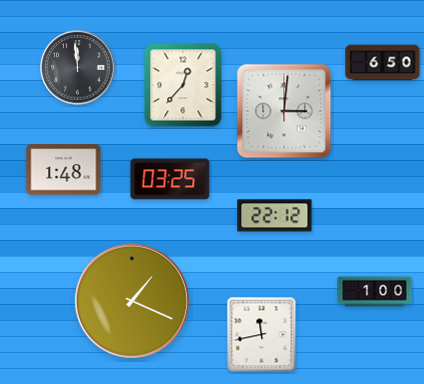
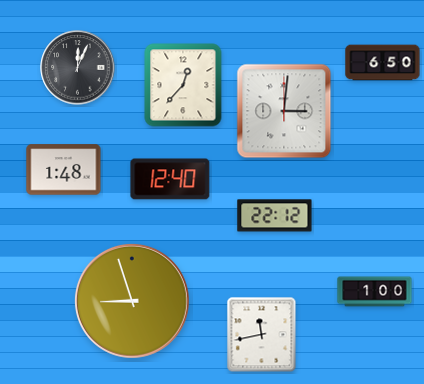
clock at (78, 68): 11:59 -> 12:04
clock at (170, 179): 03:25 -> 12:40
clock at (132, 301): 1:19 -> 8:57
